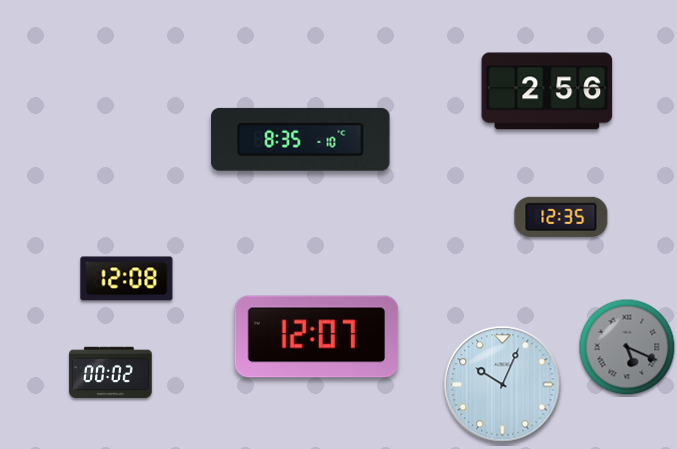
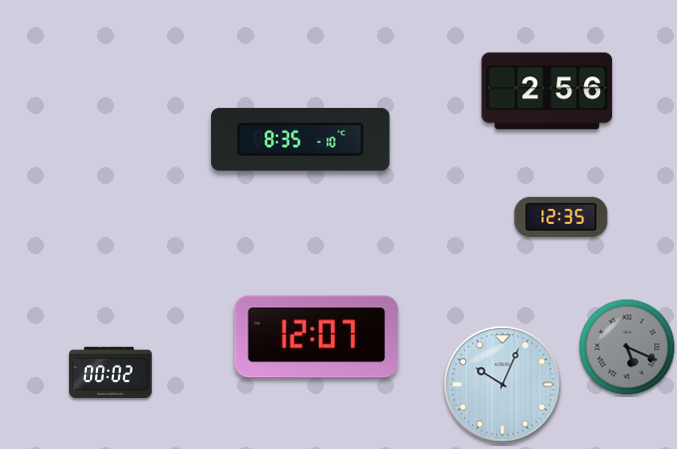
clock at (127, 279): 12:08 -> none
